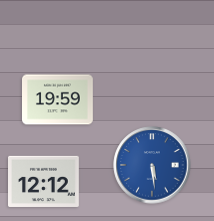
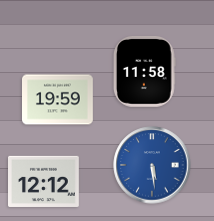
clock at (144, 71): none -> 11:58
